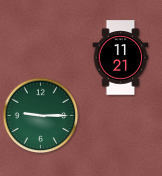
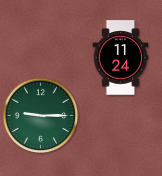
clock at (121, 58): 11:21 -> 11:24
